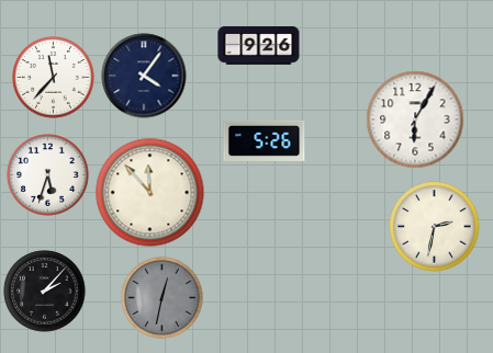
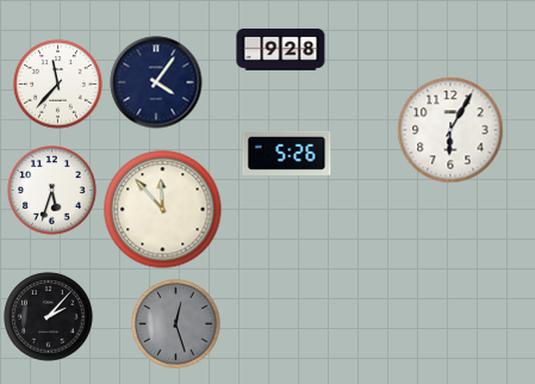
clock at (259, 45): 9:26 -> 9:28
clock at (435, 227): 2:32 -> none
clock at (163, 298): 12:32 -> 12:27
